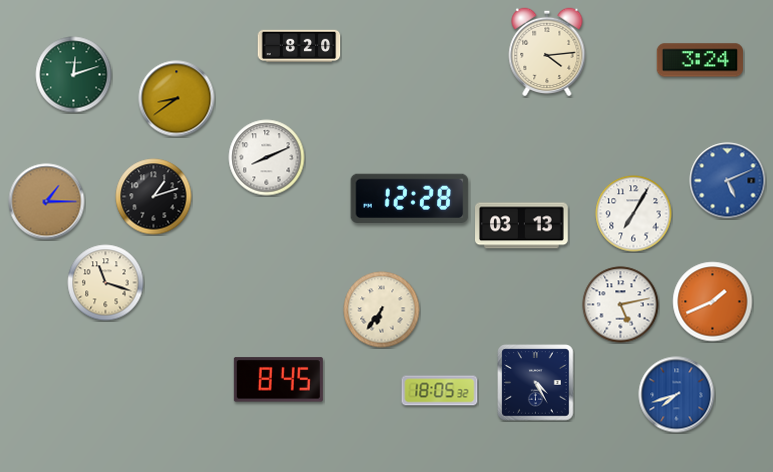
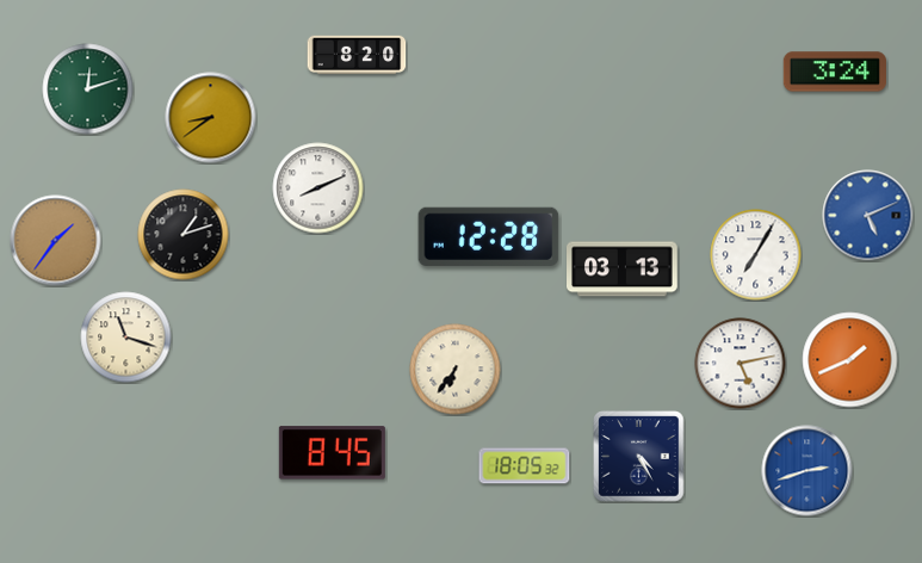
clock at (547, 52): 4:14 -> none
clock at (47, 202): 1:15 -> 1:36
clock at (677, 395): 7:42 -> 2:42
